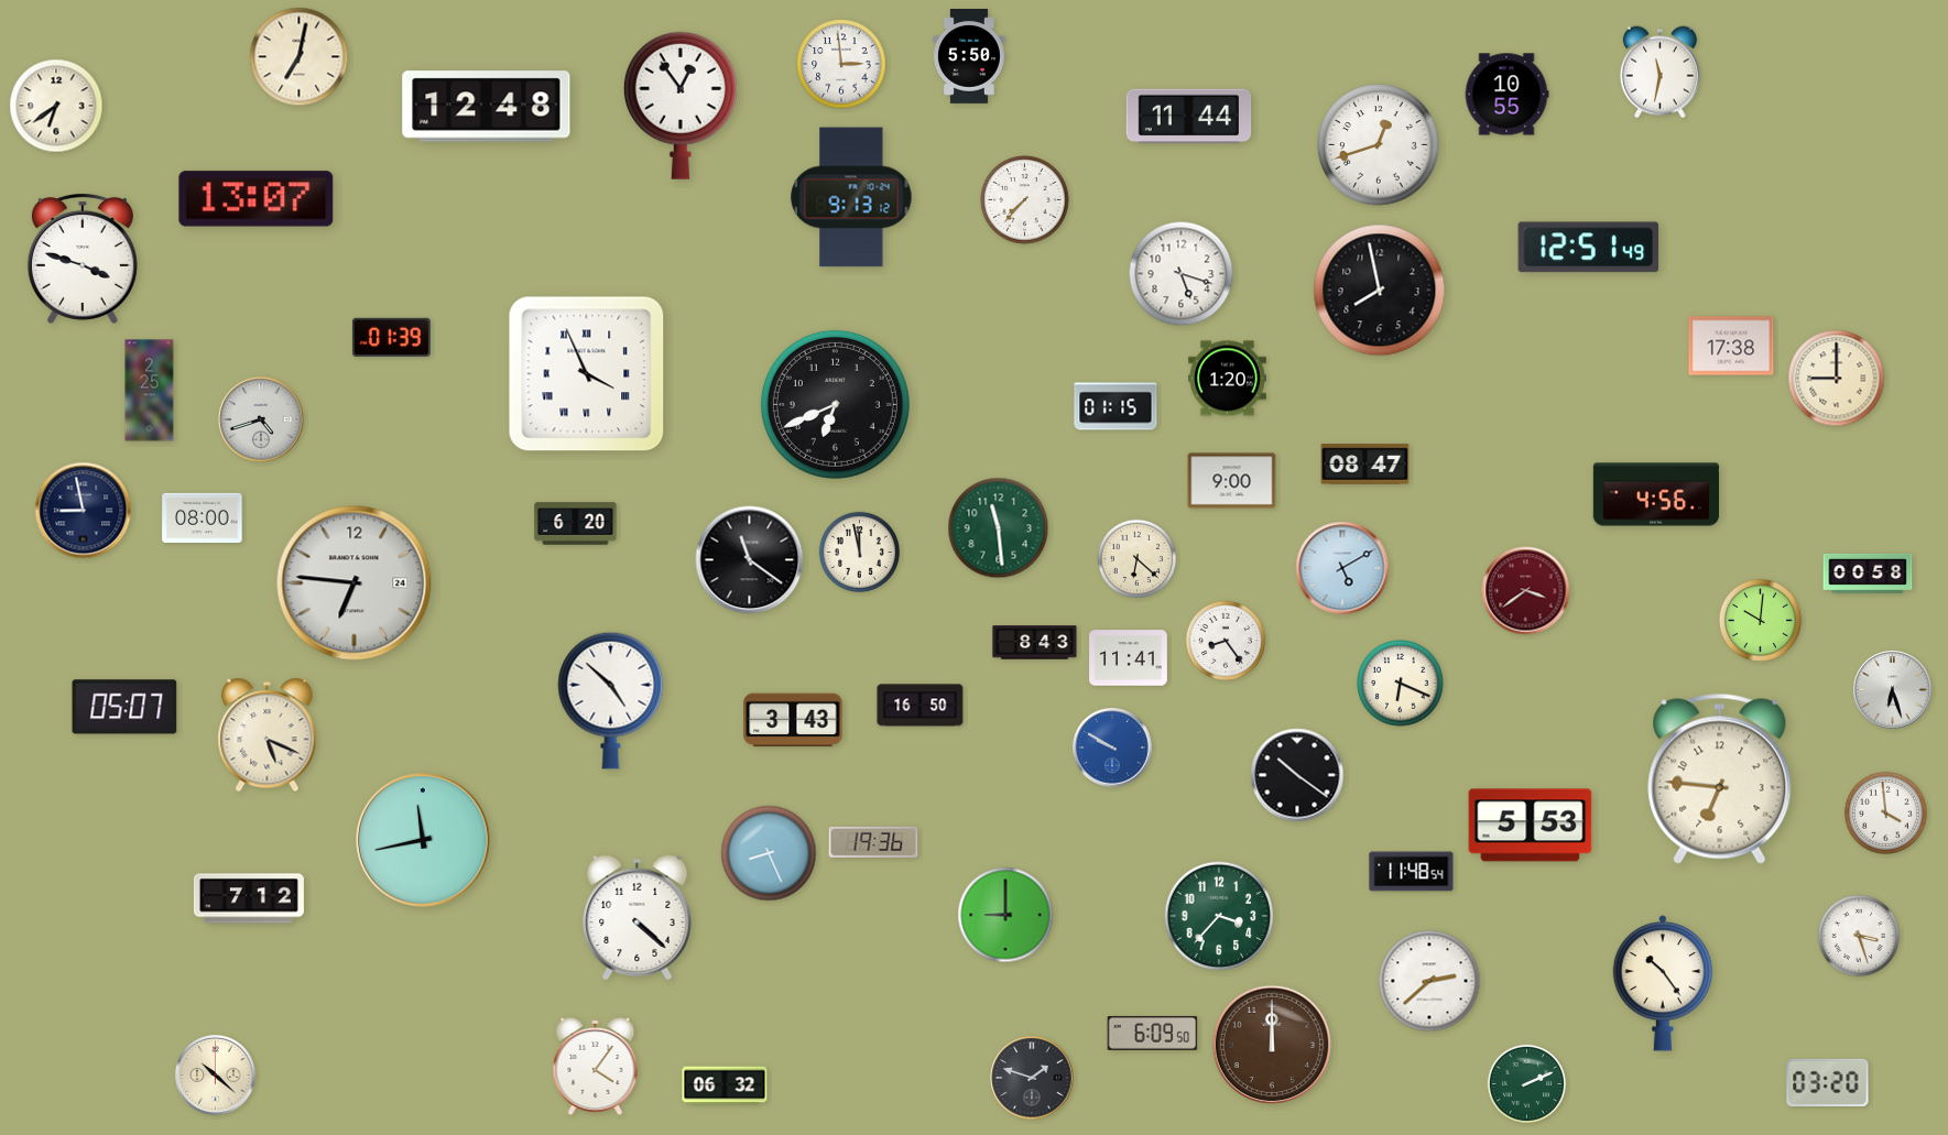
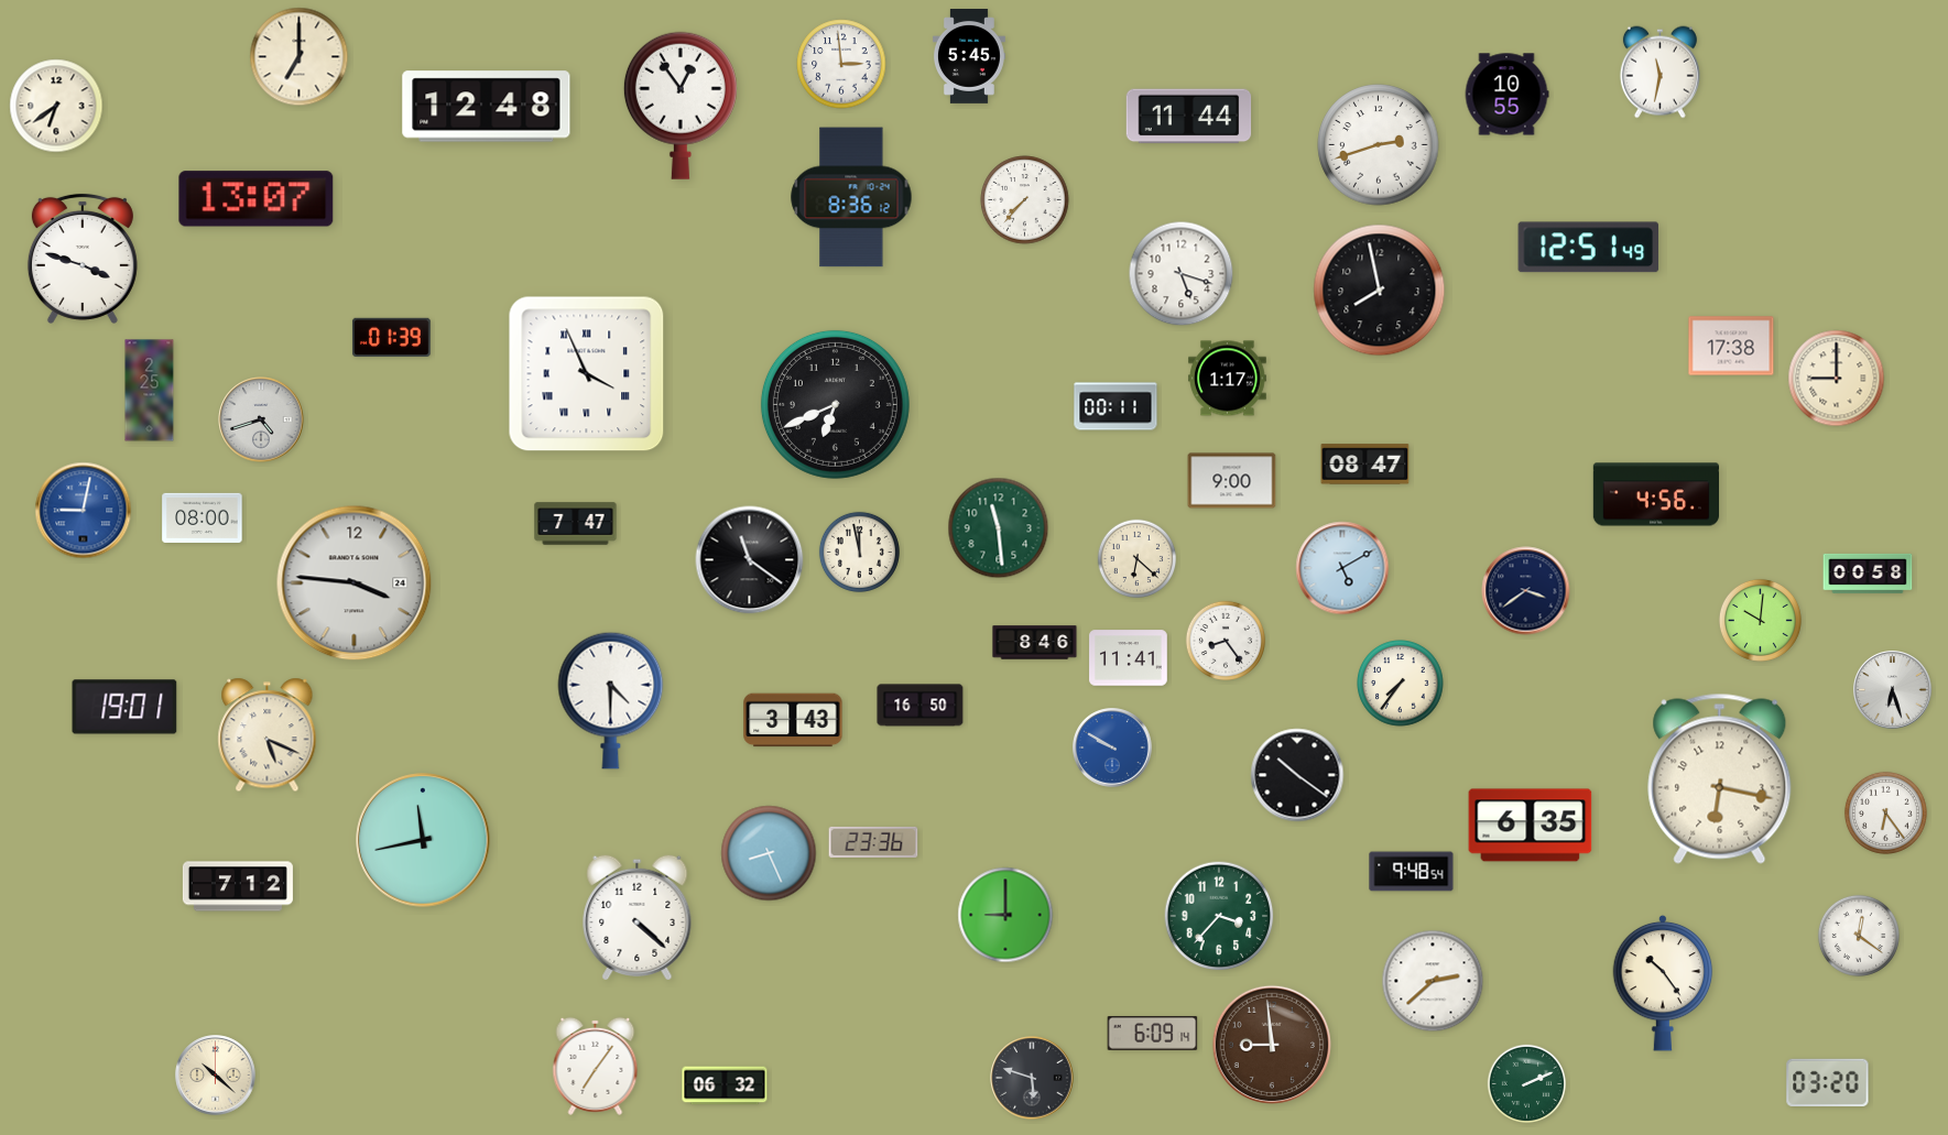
clock at (300, 57): 7:02 -> 7:00
clock at (969, 57): 5:50 -> 5:45
clock at (1379, 145): 12:42 -> 2:42
clock at (851, 197): 9:13 -> 8:36
clock at (1228, 379): 1:20 -> 1:17
clock at (1116, 406): 01:15 -> 00:11
clock at (84, 511): 8:58 -> 9:02
clock at (84, 511) dial: navy -> blue
clock at (576, 524): 6:20 -> 7:47
clock at (355, 583): 6:46 -> 3:46
clock at (1526, 591) dial: burgundy -> navy
clock at (1035, 643): 8:43 -> 8:46
clock at (1401, 684): 6:19 -> 7:36
clock at (611, 700): 4:52 -> 4:30
clock at (124, 707): 05:07 -> 19:01
clock at (1720, 778): 6:46 -> 6:17
clock at (1885, 812): 3:59 -> 6:24
clock at (1531, 826): 5:53 -> 6:35
clock at (873, 842): 19:36 -> 23:36
clock at (1412, 872): 11:48 -> 9:48
clock at (249, 898) position: (249, 898) -> (238, 886)
clock at (1859, 936): 3:27 -> 12:21
clock at (1429, 981) position: (1429, 981) -> (1433, 981)
clock at (1153, 1033): 6:09:50 -> 6:09:14
clock at (1272, 1045): 12:00 -> 8:59
clock at (596, 1066): 4:06 -> 7:06
clock at (1032, 1078): 1:48 -> 5:48
